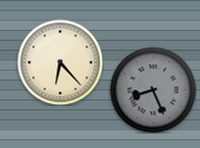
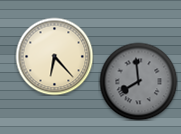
clock at (152, 89): 8:26 -> 7:59
